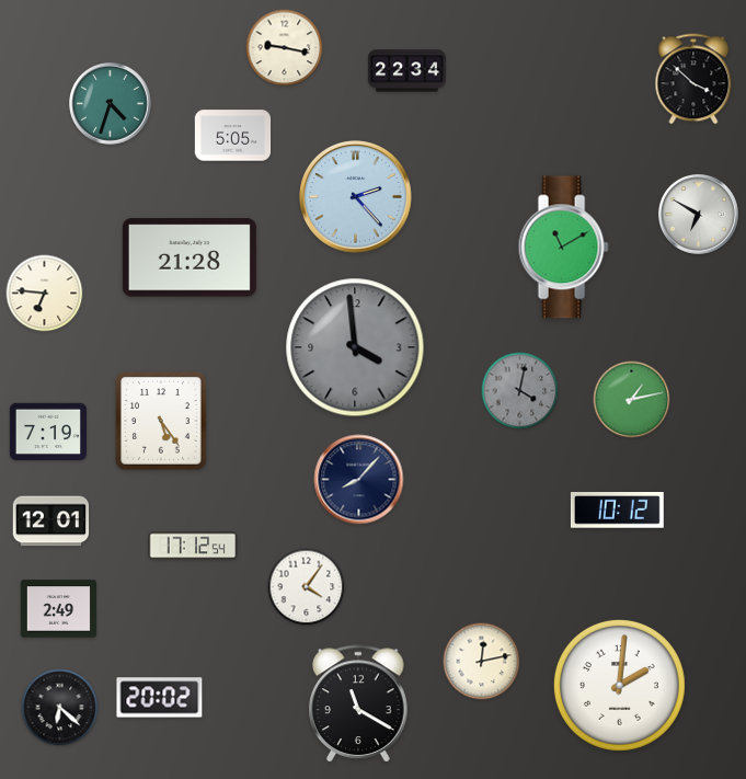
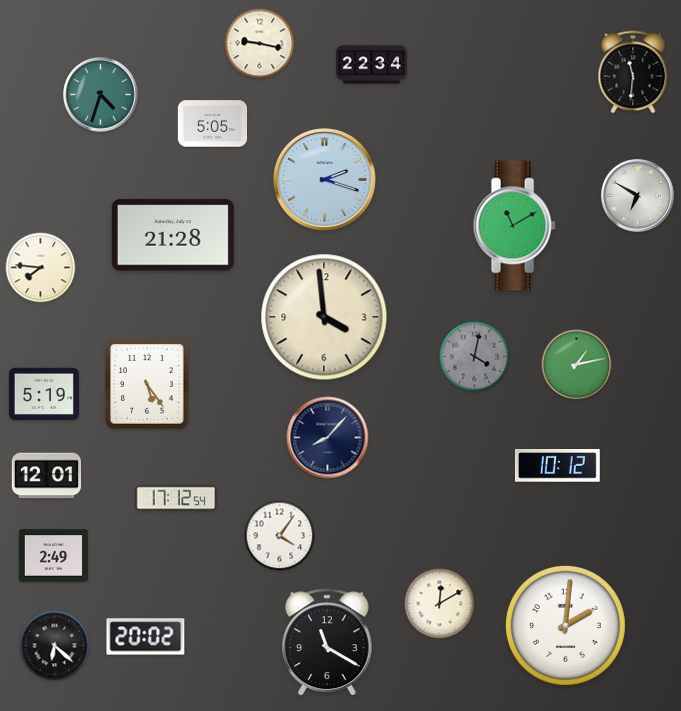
clock at (693, 79): 3:52 -> 11:31
clock at (356, 197): 2:23 -> 2:18
clock at (45, 294): 6:46 -> 7:46
clock at (355, 347) dial: grey -> cream
clock at (48, 432): 7:19 -> 5:19
clock at (617, 511) position: (617, 511) -> (557, 466)
clock at (482, 662): 12:13 -> 12:10
